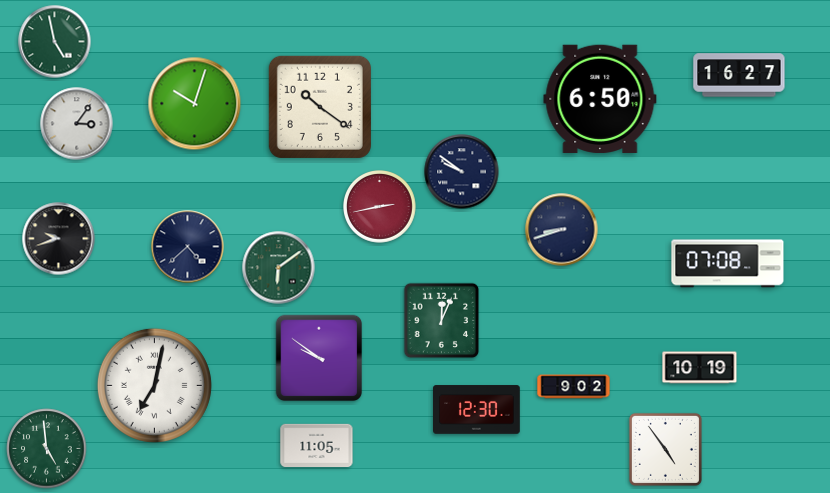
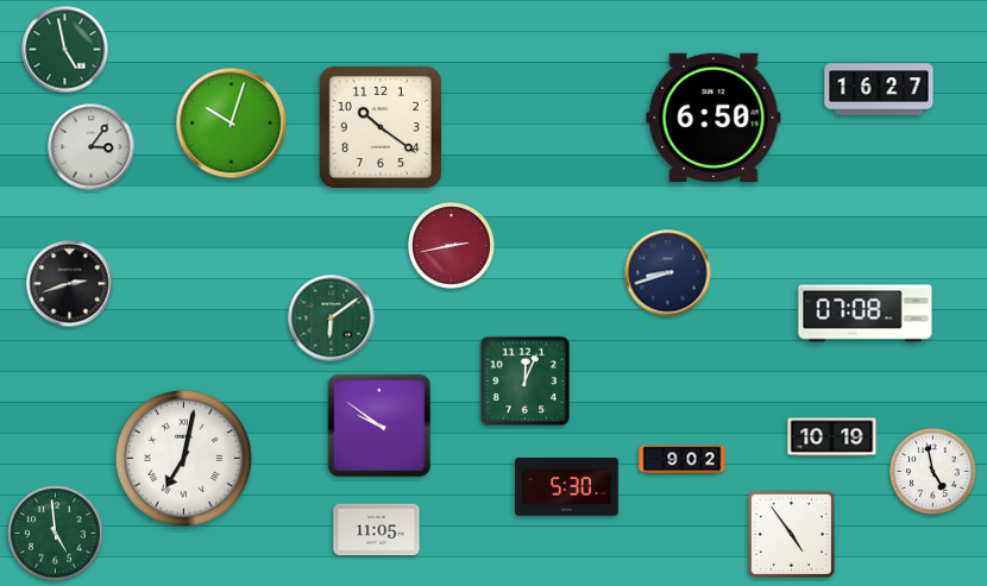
clock at (462, 172): 9:51 -> none
clock at (59, 239): 9:42 -> 2:42
clock at (188, 247): 4:38 -> none
clock at (933, 472): none -> 4:58
clock at (477, 410): 12:30 -> 5:30
